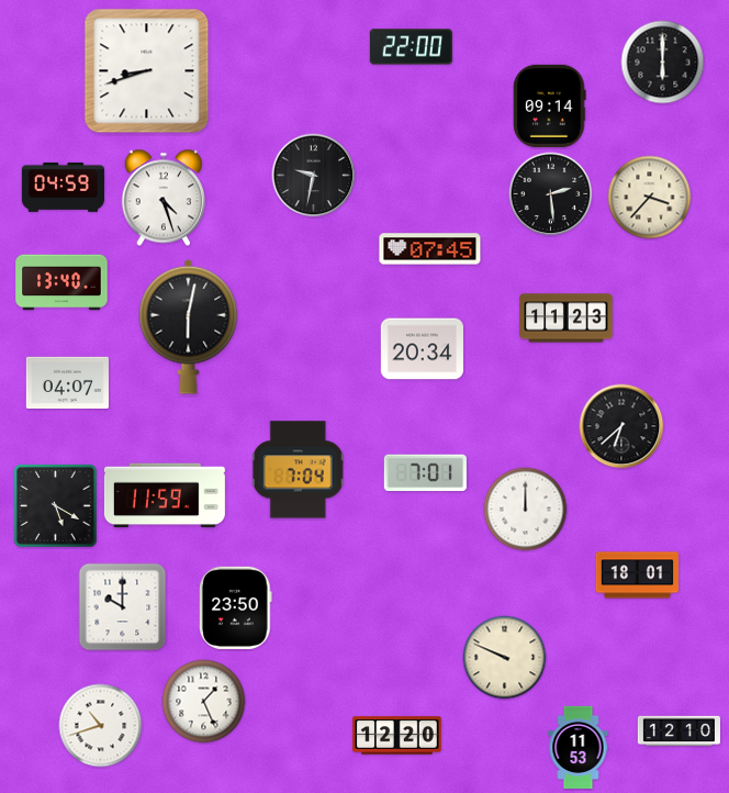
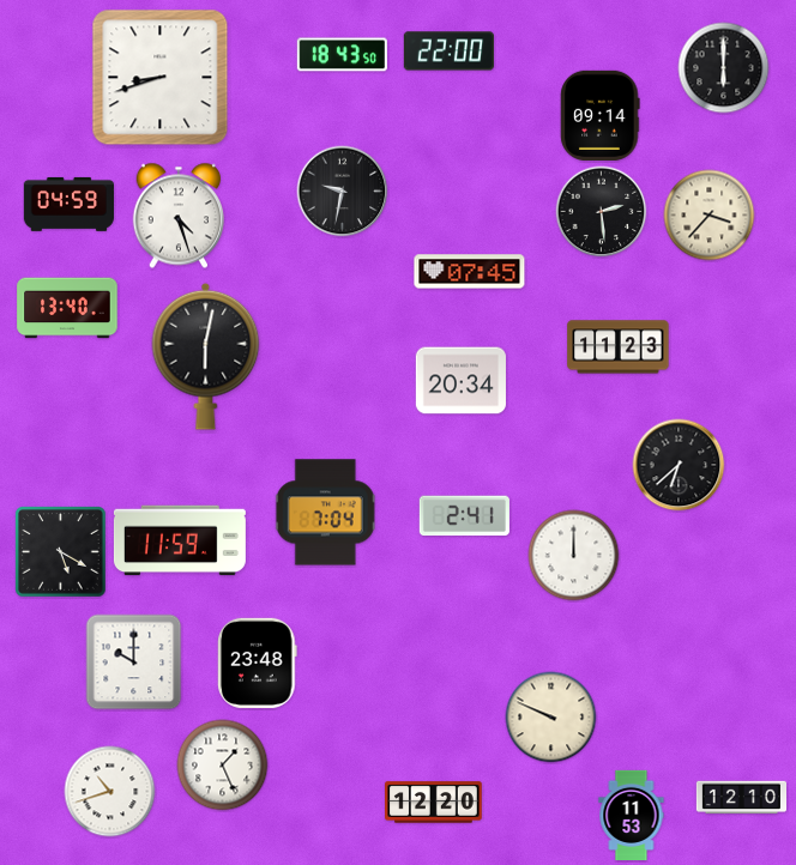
clock at (342, 55): none -> 18:43
clock at (67, 382): 04:07 -> none
clock at (425, 473): 7:01 -> 2:41
clock at (637, 576): 18:01 -> none
clock at (236, 607): 23:50 -> 23:48
